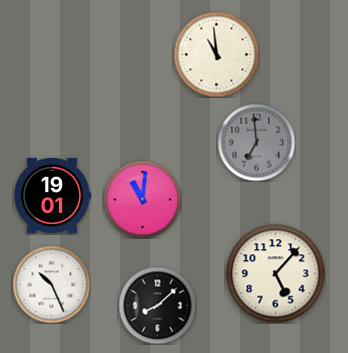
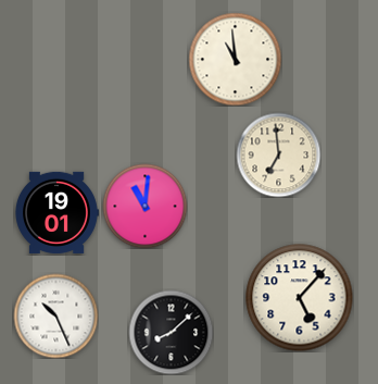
clock at (256, 142) dial: grey -> cream
clock at (142, 199) position: (142, 199) -> (144, 206)
clock at (51, 284) position: (51, 284) -> (55, 315)
